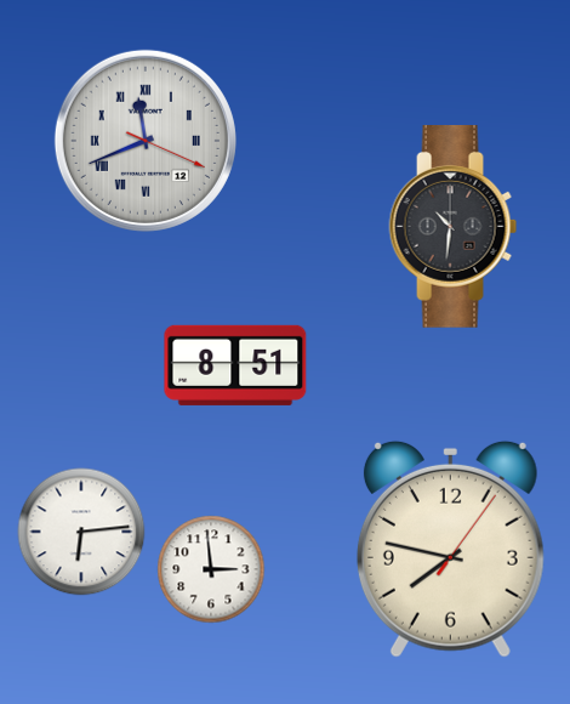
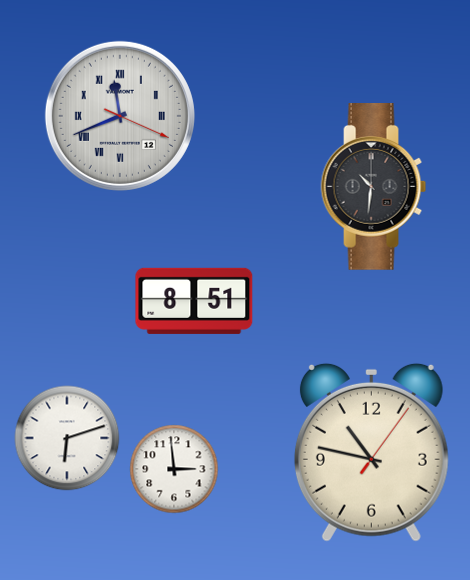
clock at (81, 532): 6:14 -> 6:12
clock at (450, 549): 7:47 -> 10:47
